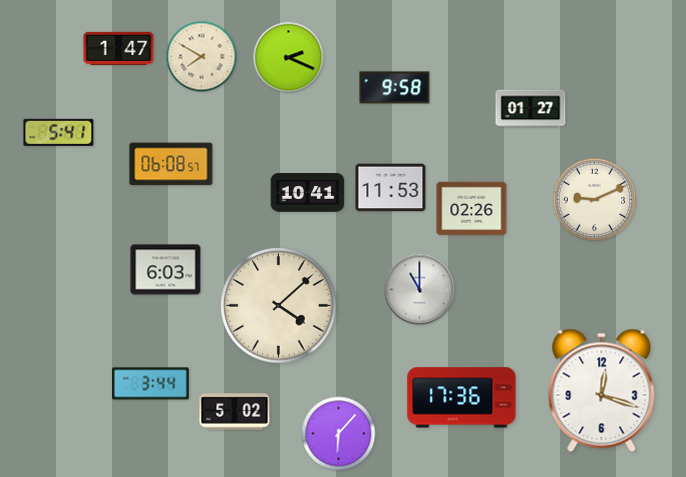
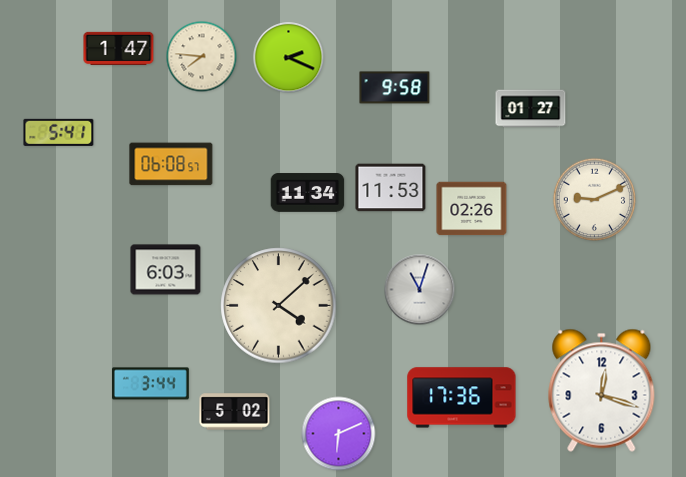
clock at (202, 57): 7:50 -> 7:46
clock at (308, 193): 10:41 -> 11:34
clock at (420, 290): 11:00 -> 11:03
clock at (339, 434): 6:07 -> 6:11
